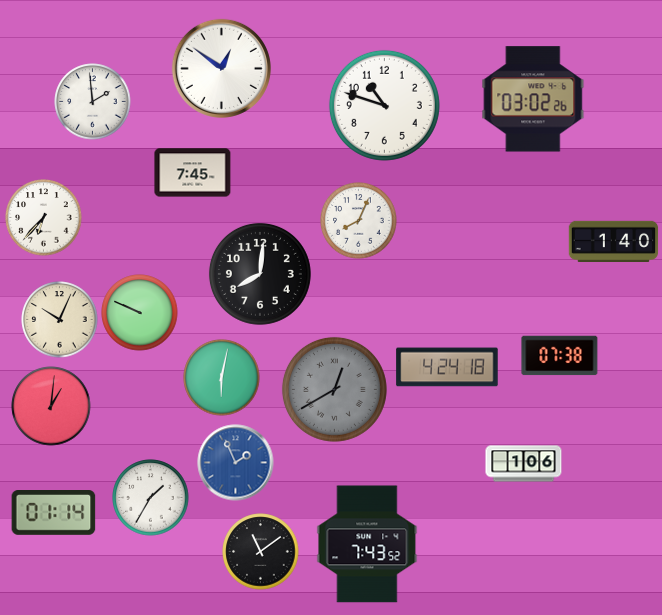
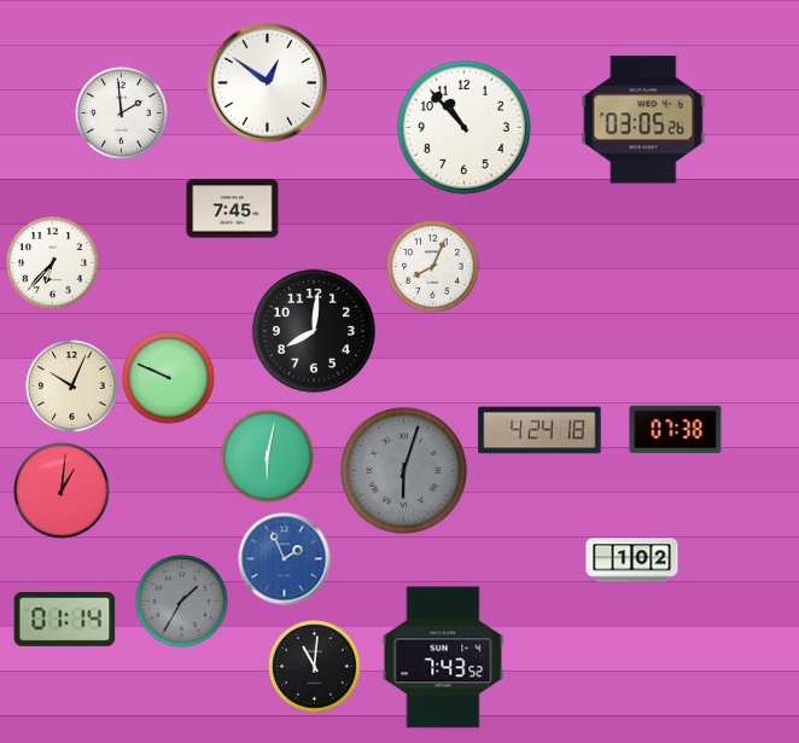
clock at (533, 99): 03:02 -> 03:05
clock at (93, 102) position: (93, 102) -> (122, 114)
clock at (384, 105): 10:48 -> 10:53
clock at (614, 241): 1:40 -> none
clock at (447, 367) position: (447, 367) -> (540, 430)
clock at (334, 389): 12:40 -> 6:03
clock at (524, 464): 1:06 -> 1:02
clock at (151, 498) dial: white -> grey
clock at (261, 552): 11:09 -> 11:01
